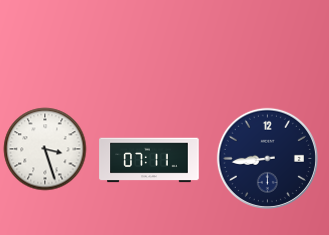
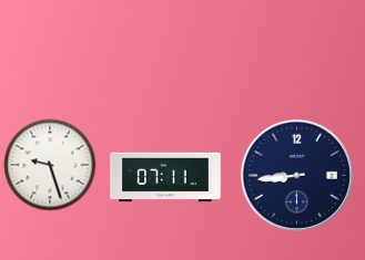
clock at (45, 149): 3:27 -> 9:27
